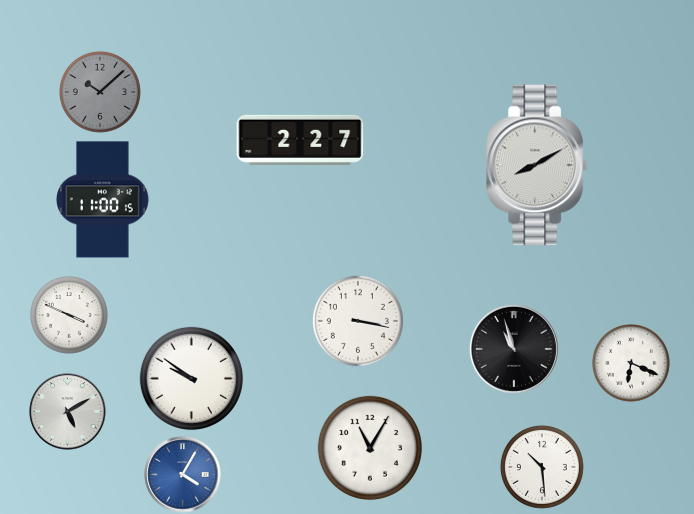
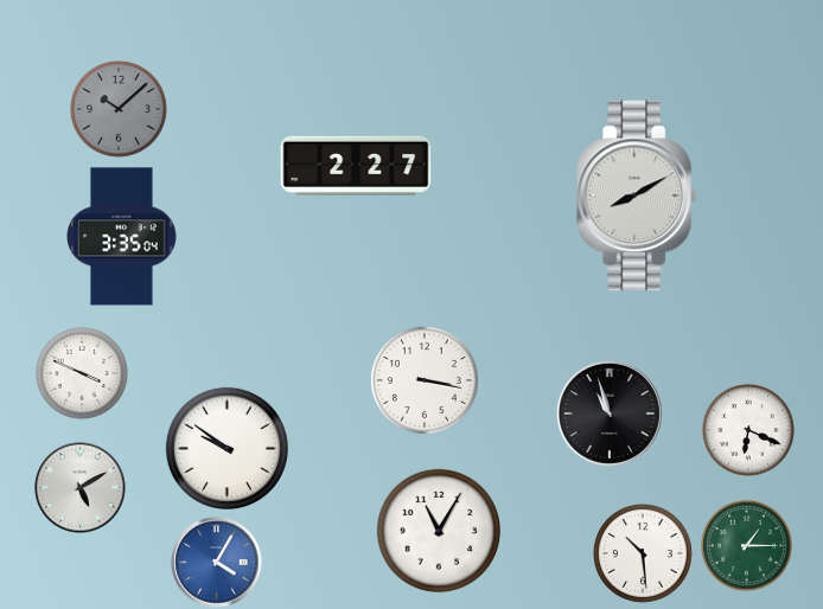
clock at (103, 200): 11:00 -> 3:35
clock at (747, 546): none -> 1:15
